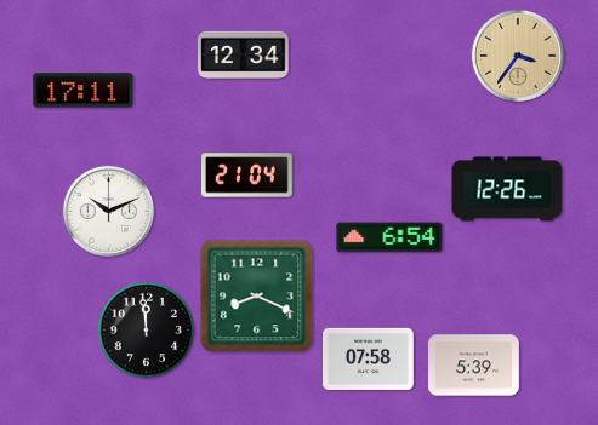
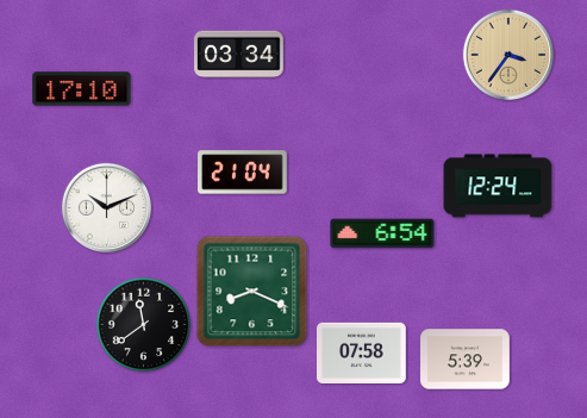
clock at (244, 56): 12:34 -> 03:34
clock at (84, 91): 17:11 -> 17:10
clock at (507, 189): 12:26 -> 12:24
clock at (147, 331): 11:59 -> 11:39
